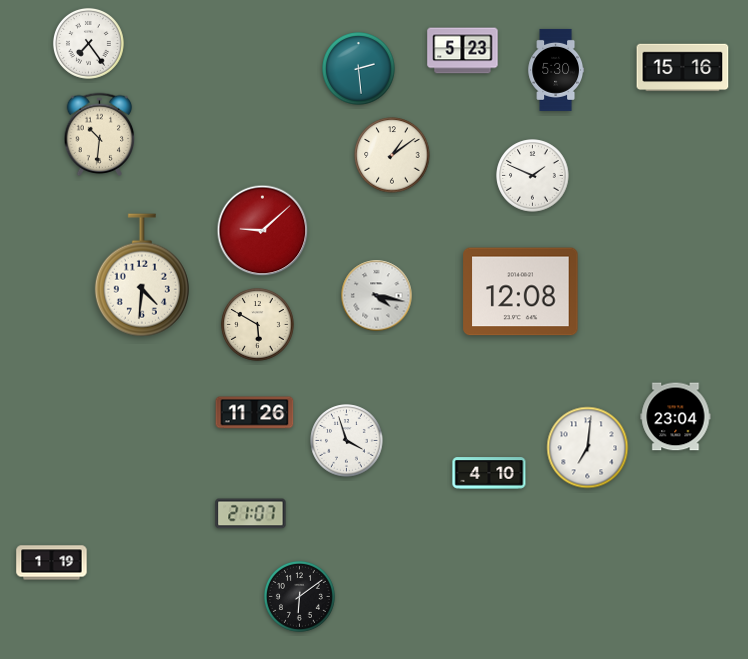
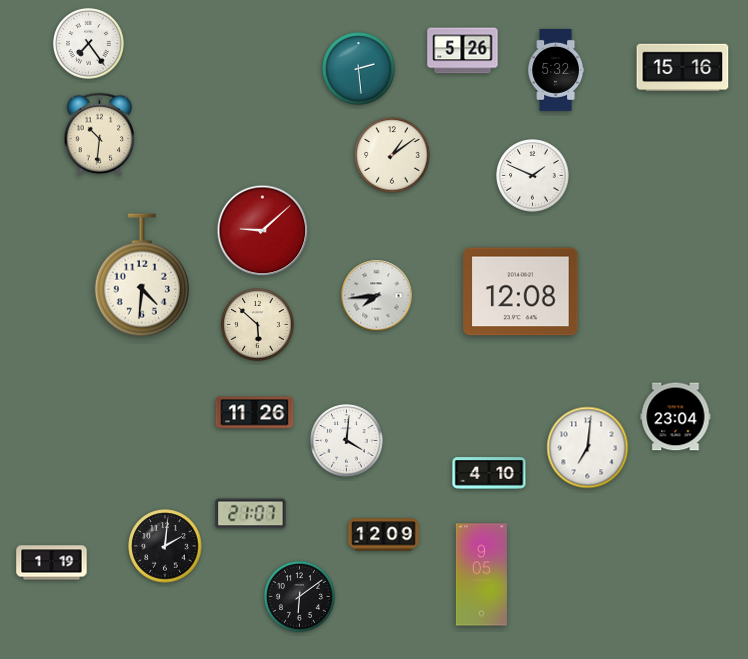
clock at (463, 51): 5:23 -> 5:26
clock at (556, 70): 5:30 -> 5:32
clock at (377, 296): 4:17 -> 7:44
clock at (258, 325): 5:50 -> 5:52
clock at (347, 441): 3:57 -> 4:01
clock at (384, 535): none -> 12:09
clock at (165, 546): none -> 2:01
clock at (481, 575): none -> 9:05
